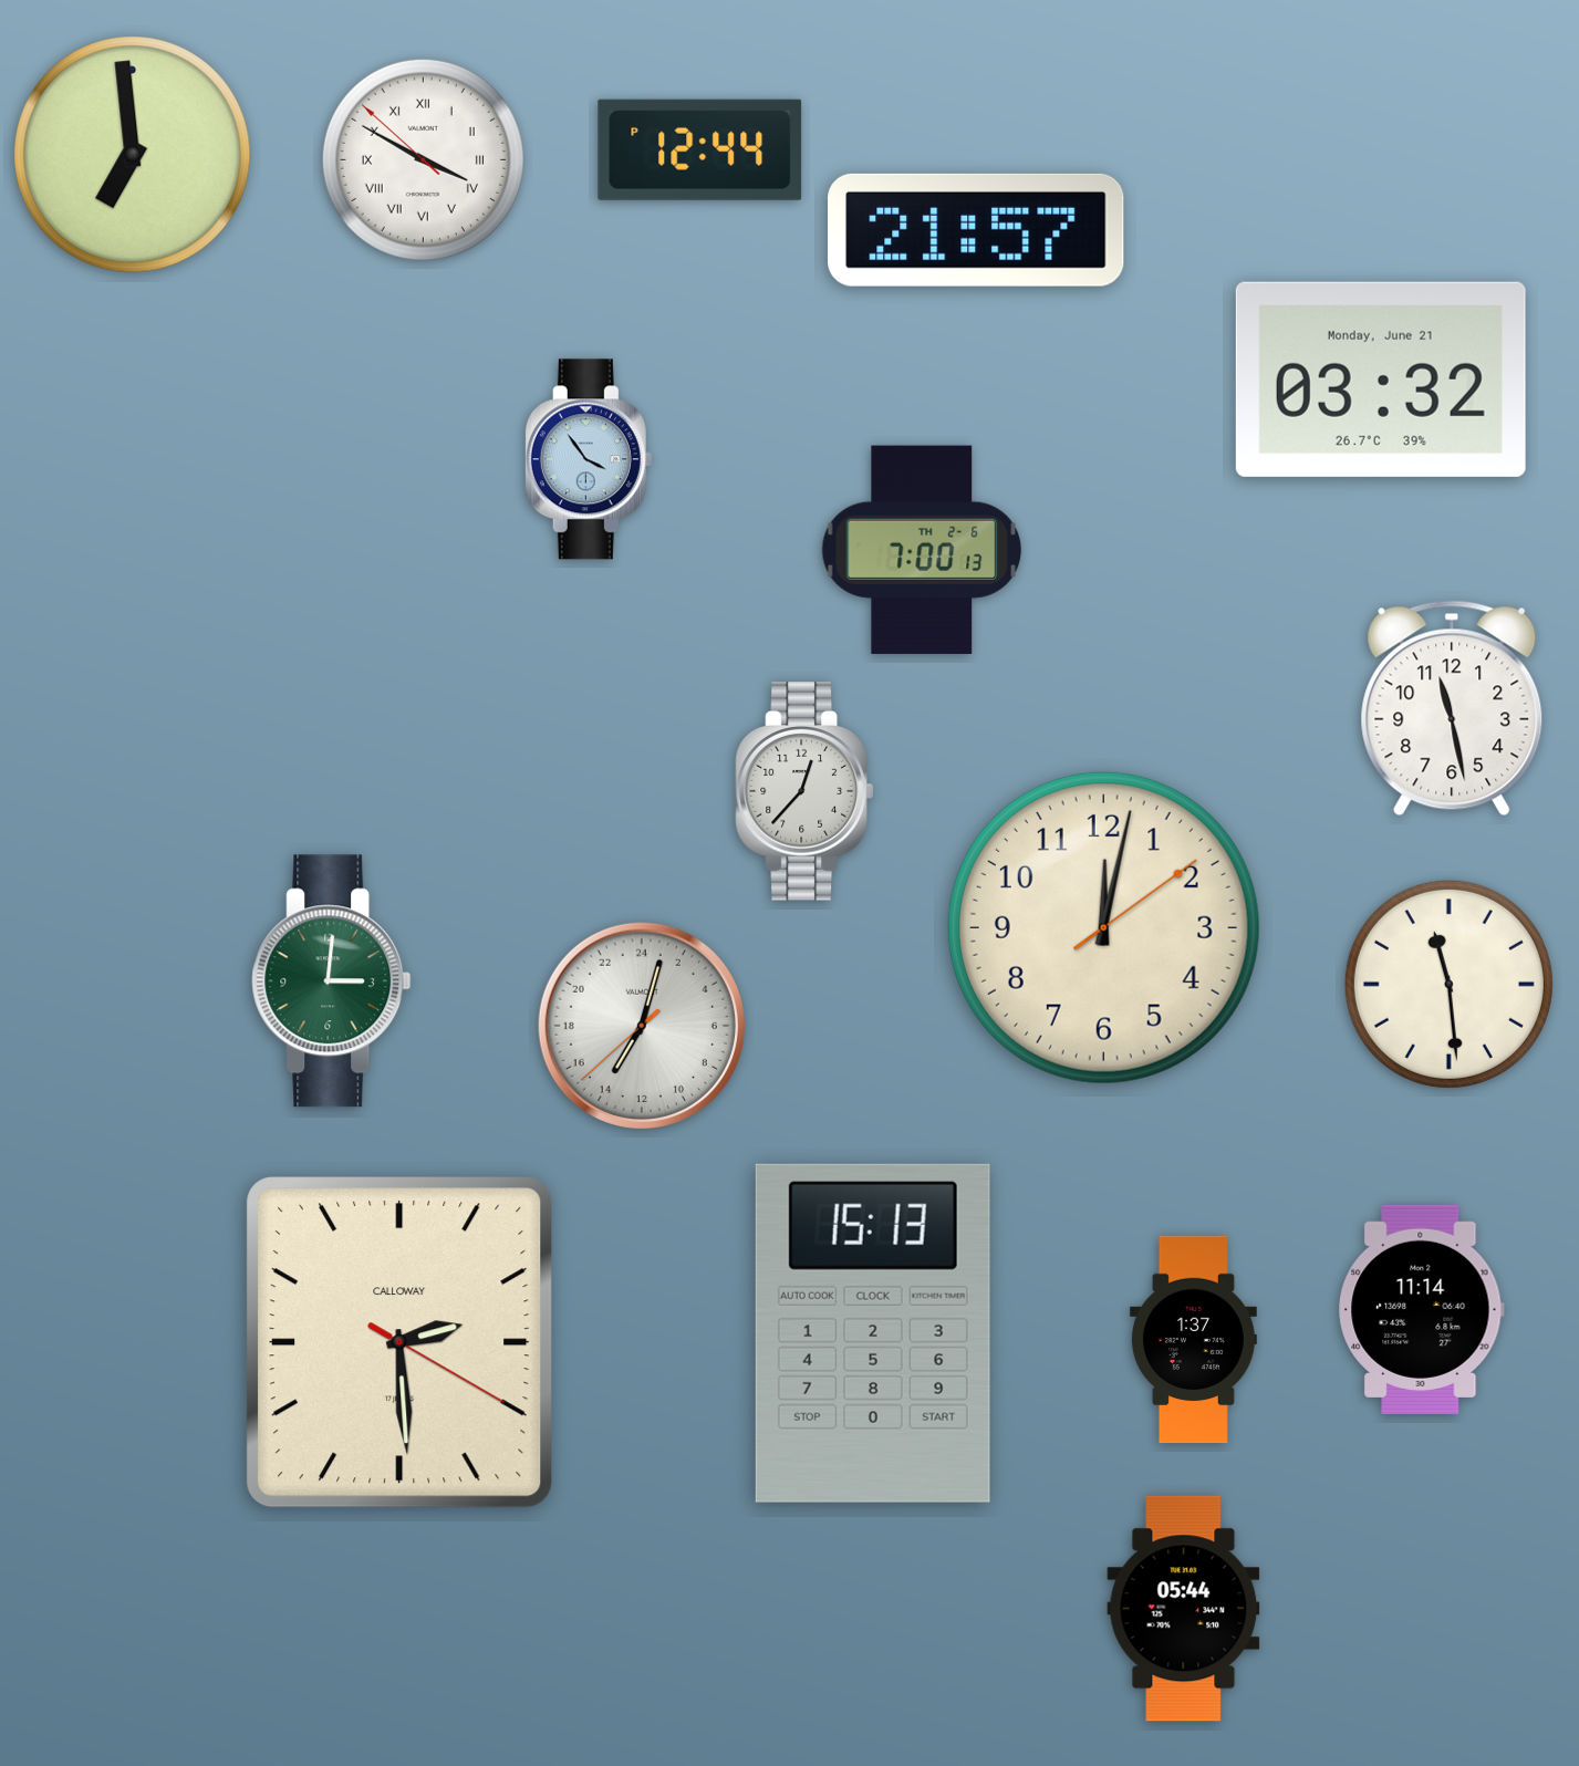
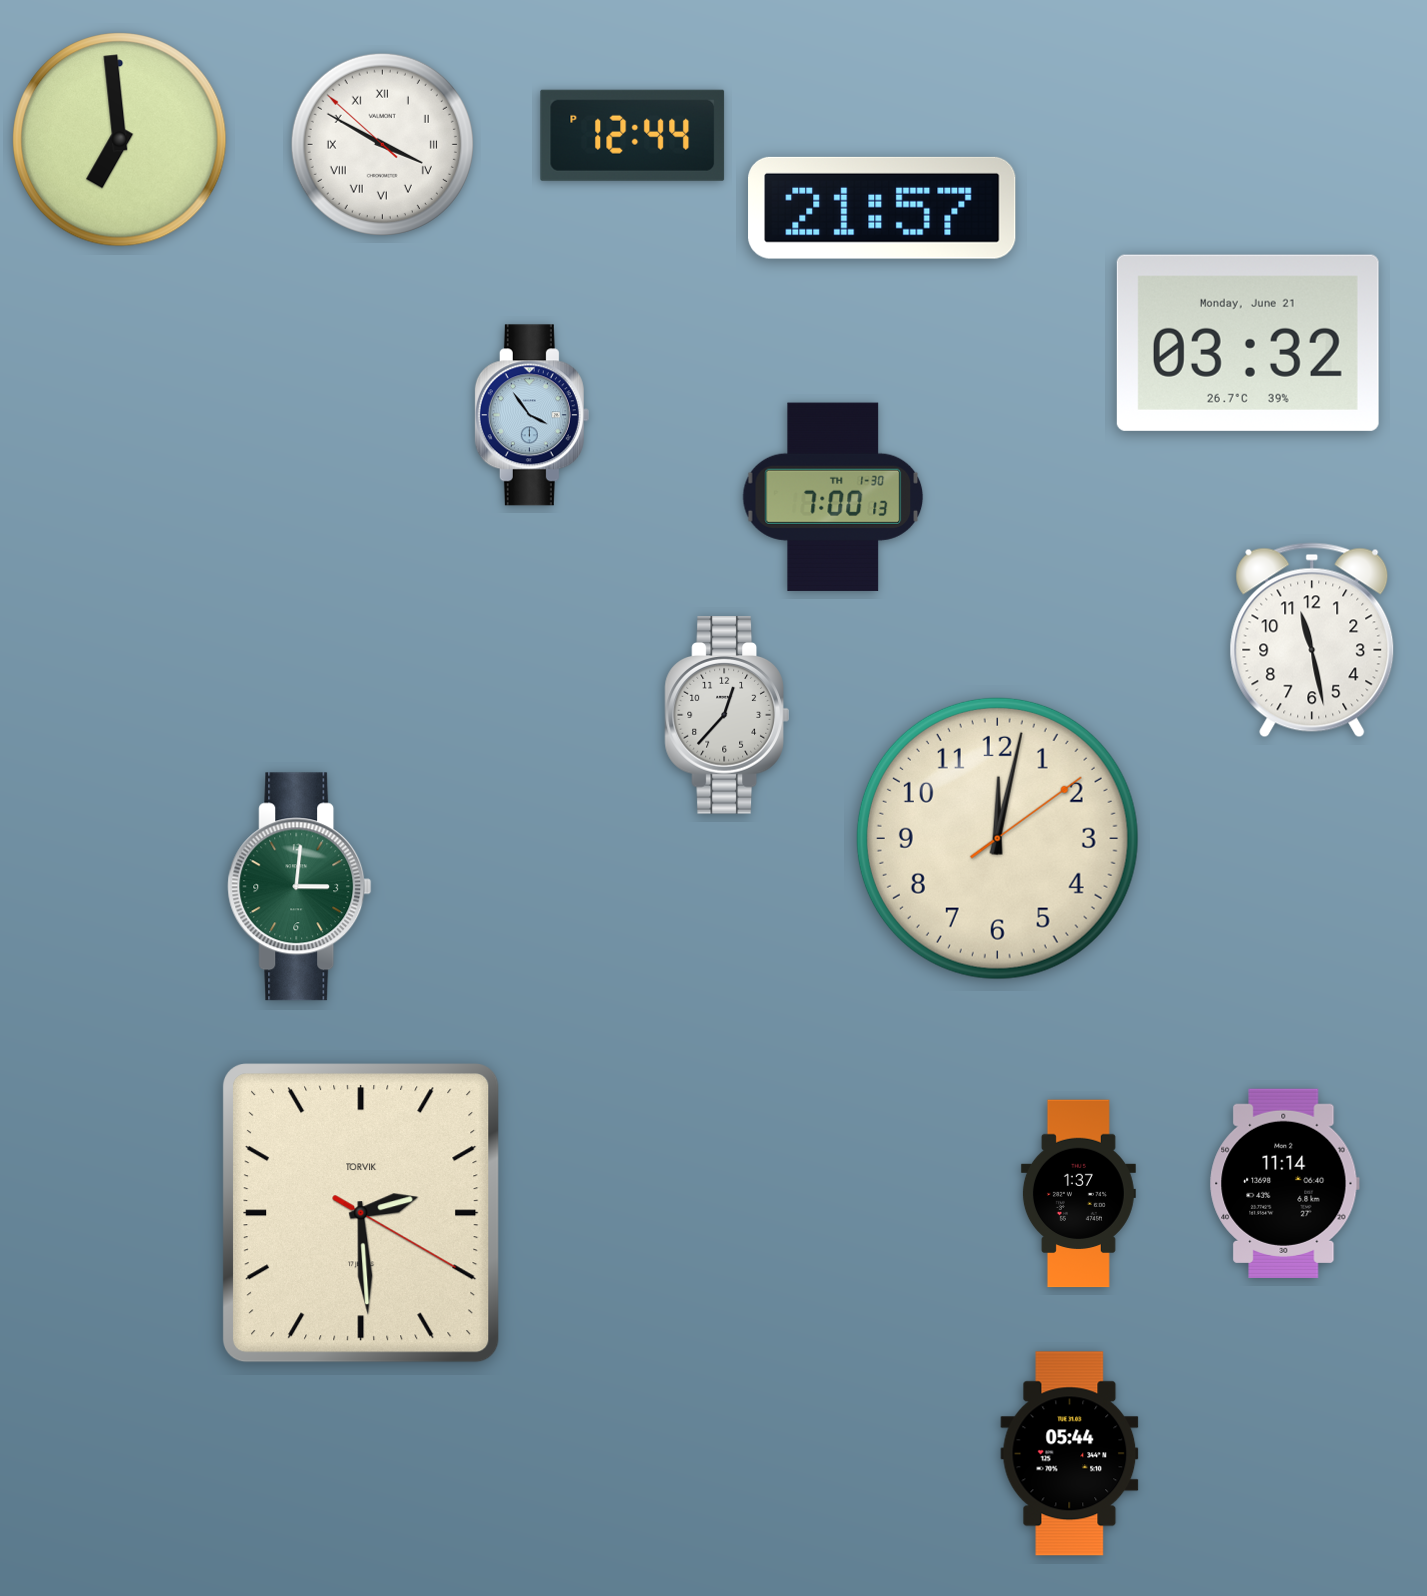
clock at (922, 550) date: TH 2-6 -> TH 1-30
clock at (1448, 984): 11:29 -> none
clock at (642, 1026): 14:02 -> none
clock at (873, 1333): 15:13 -> none
clock at (1193, 1340) position: (1193, 1340) -> (1078, 1194)
clock at (399, 1342) brand: CALLOWAY -> TORVIK
